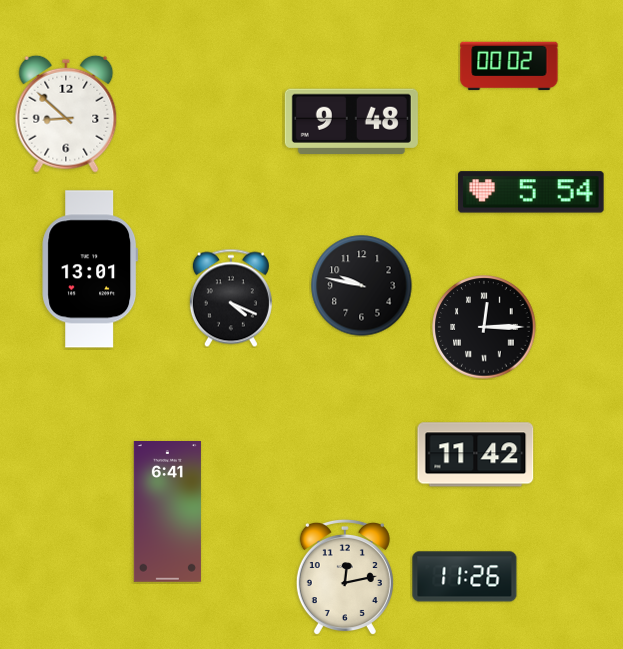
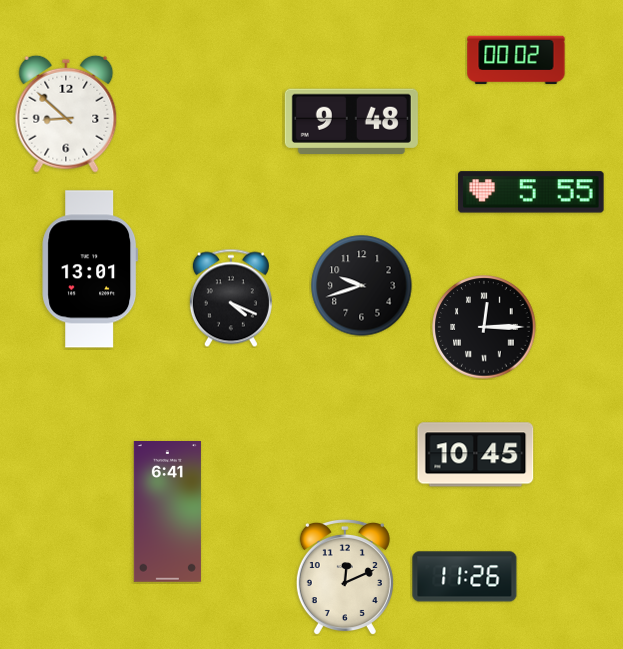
clock at (509, 66) position: (509, 66) -> (516, 60)
clock at (531, 192): 5:54 -> 5:55
clock at (362, 286): 9:47 -> 9:42
clock at (476, 455): 11:42 -> 10:45
clock at (345, 577): 12:13 -> 12:11
